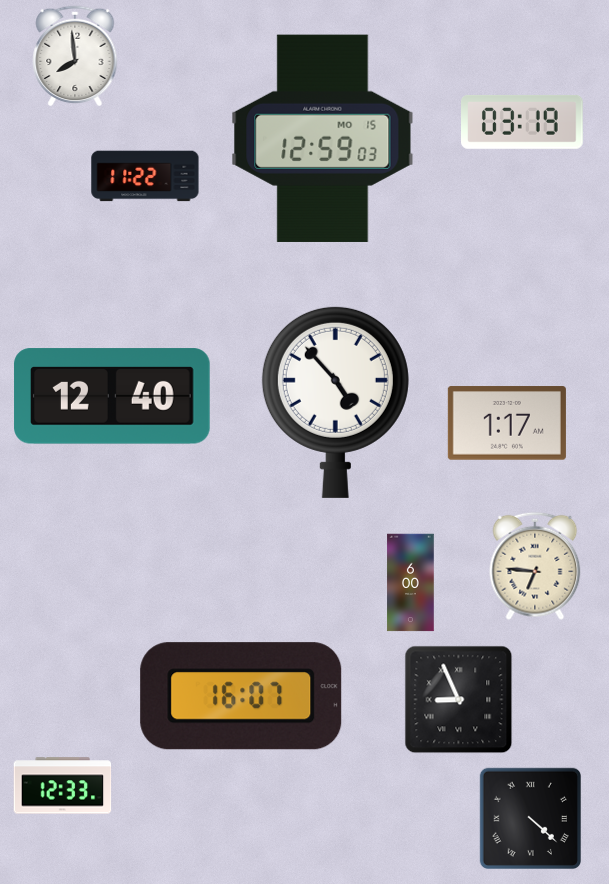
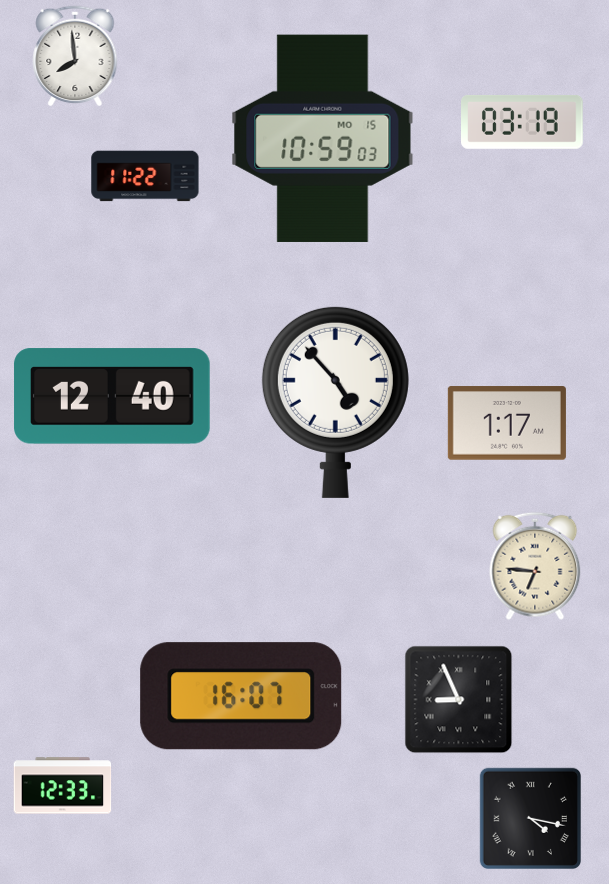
clock at (323, 138): 12:59 -> 10:59
clock at (411, 583): 6:00 -> none
clock at (530, 818): 4:22 -> 4:17
